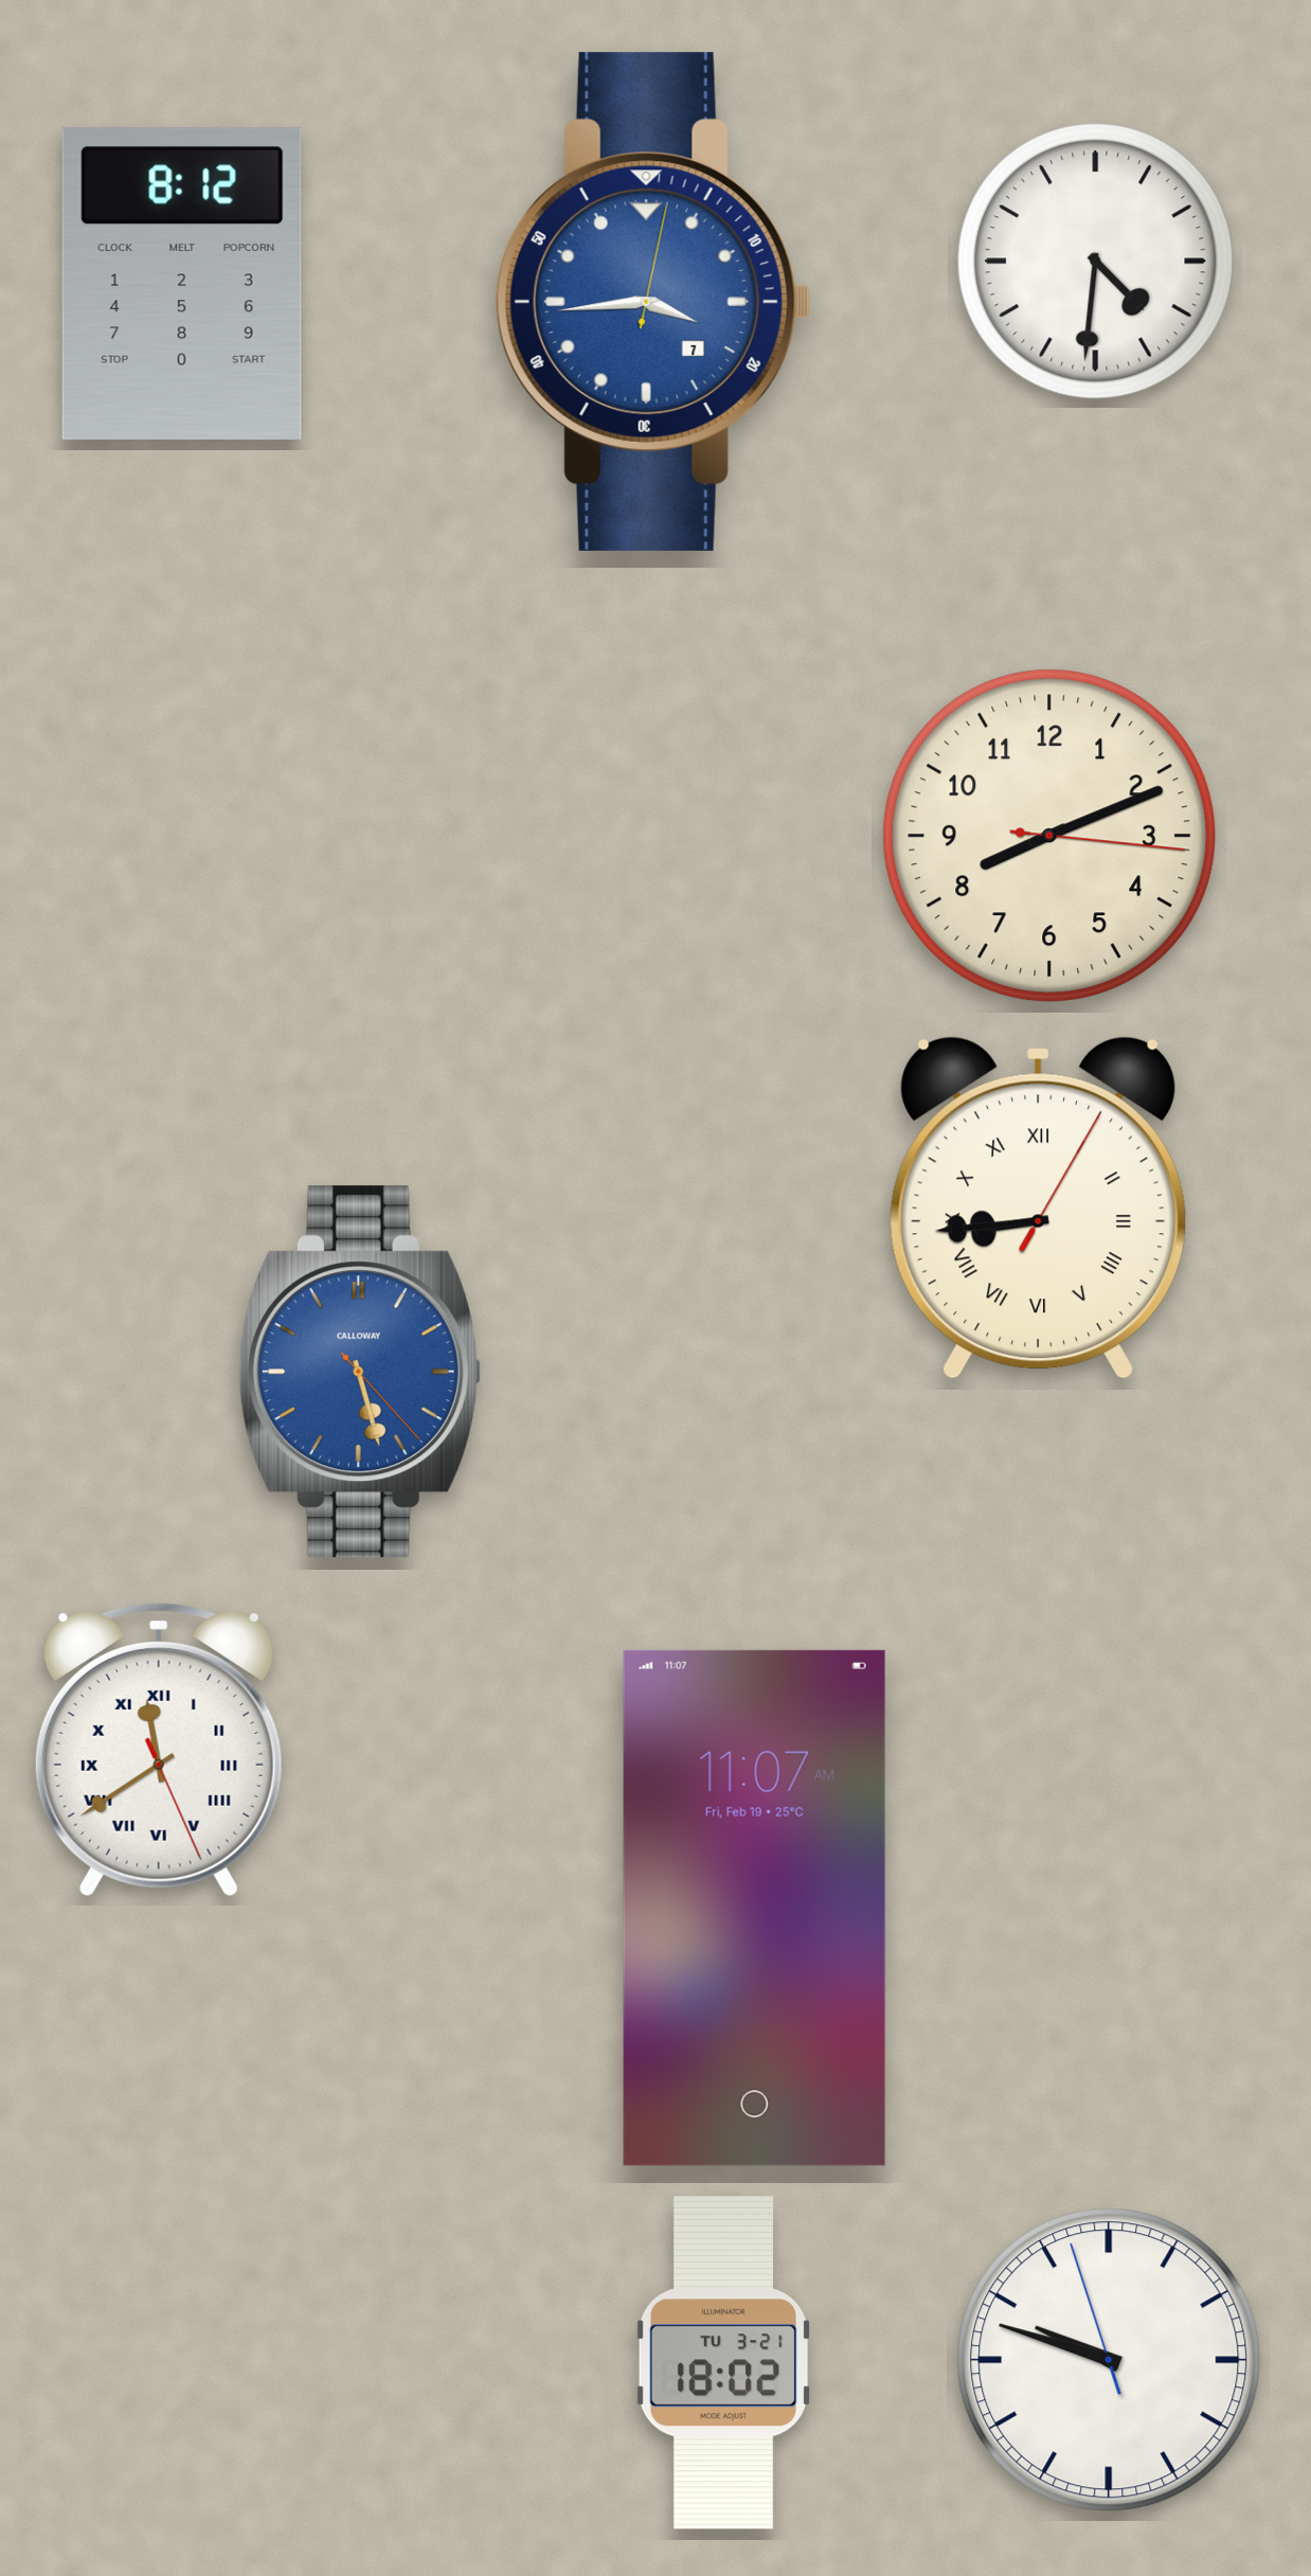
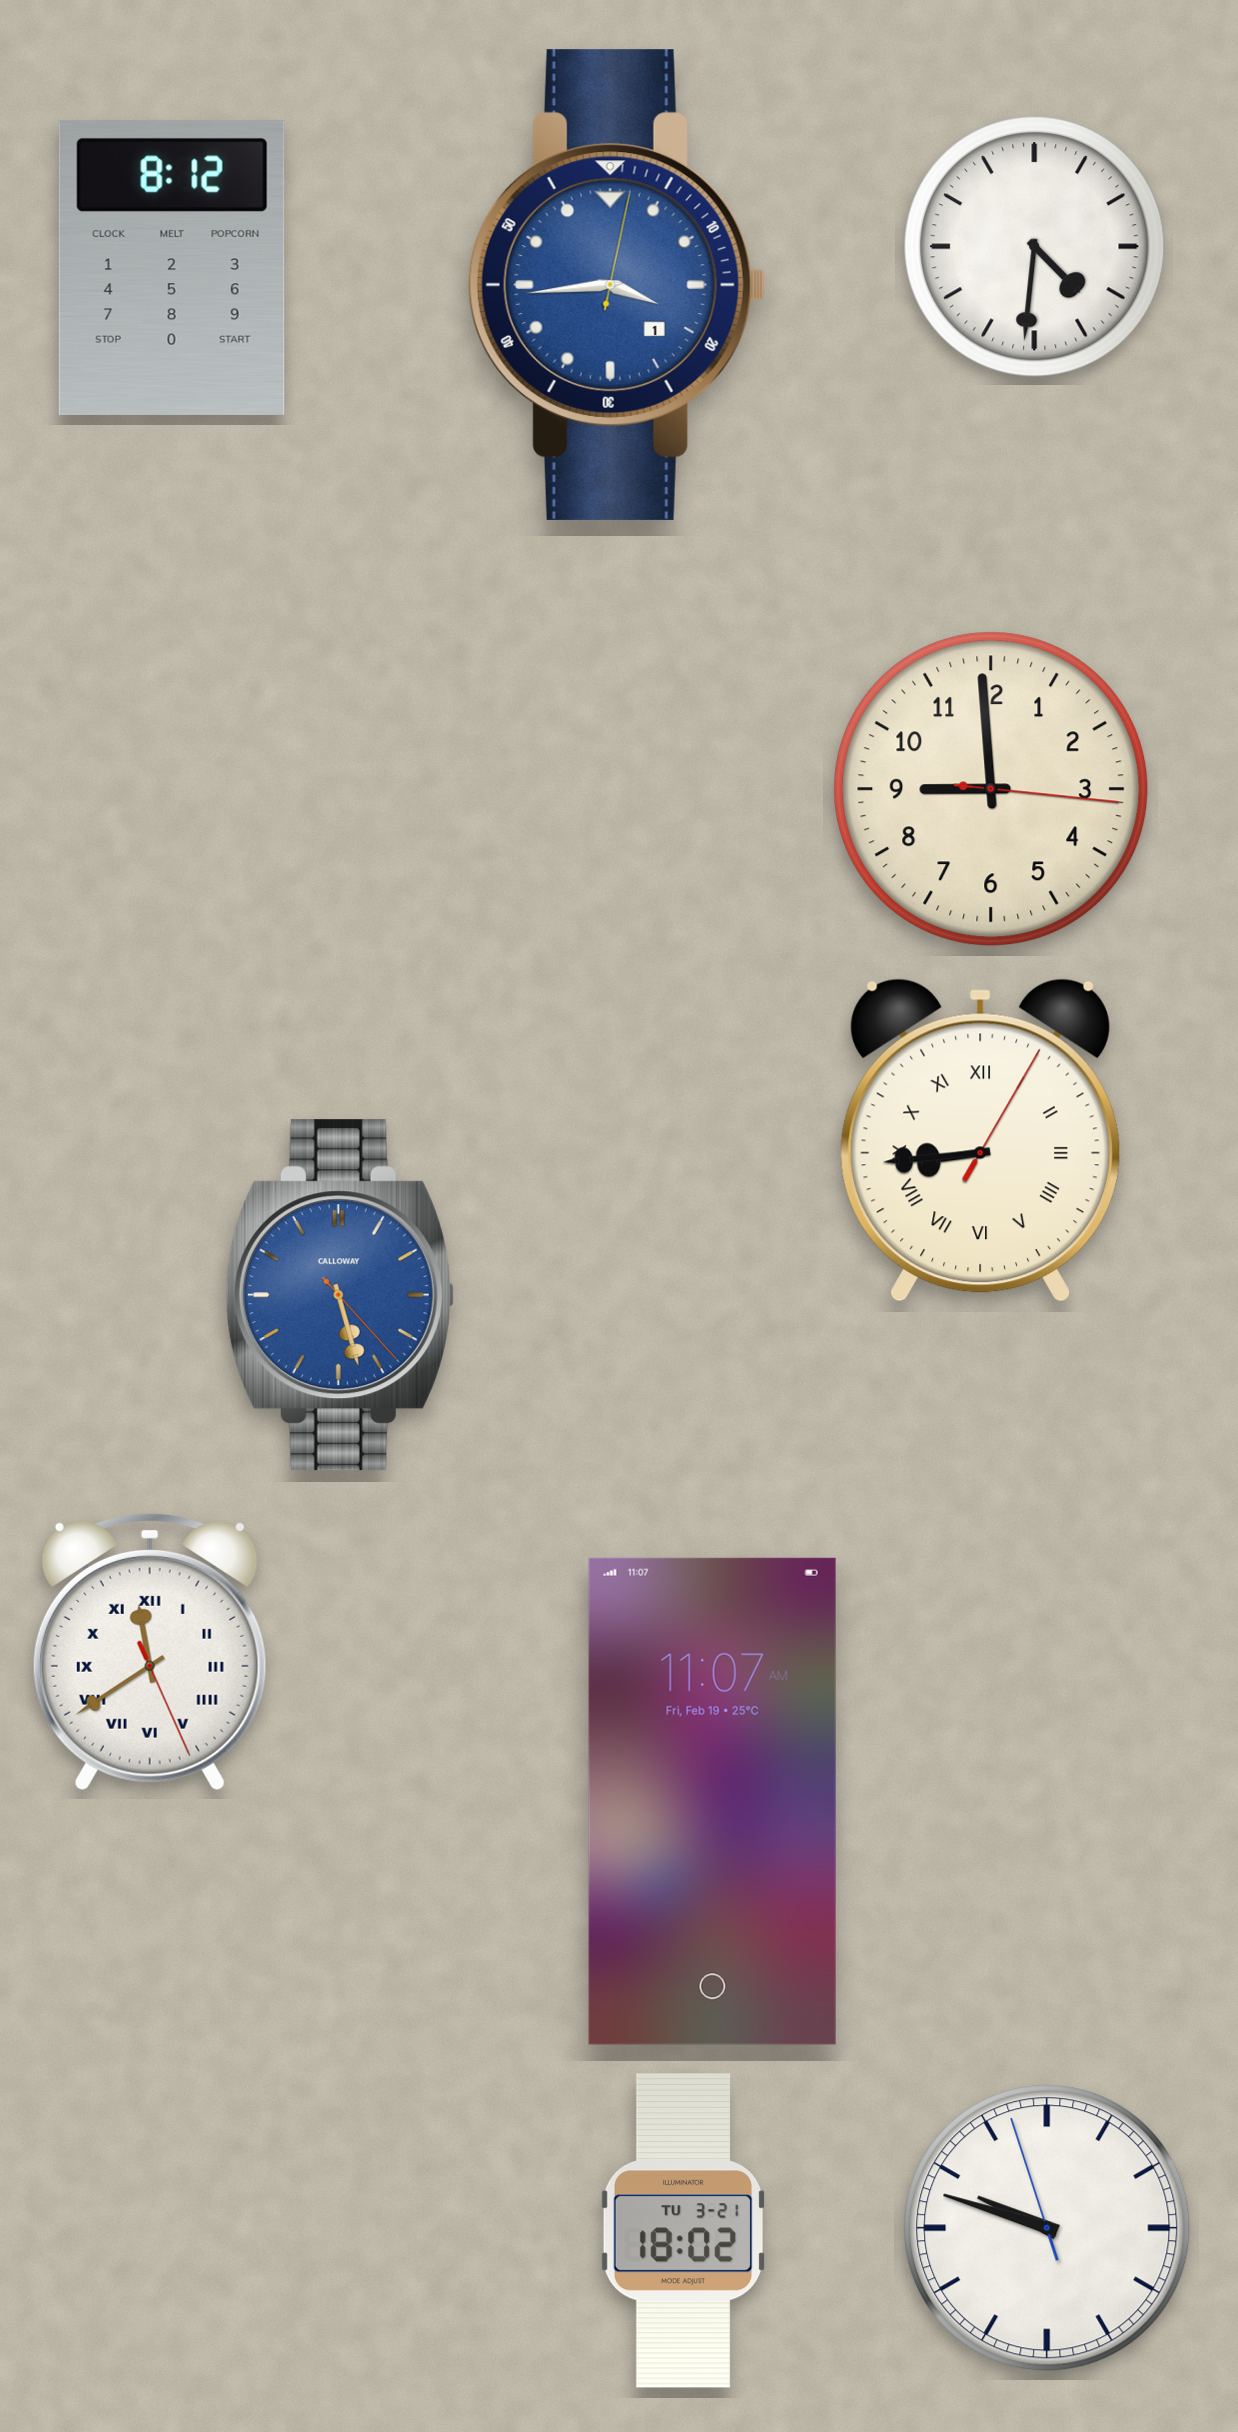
clock at (653, 302) date: 7 -> 1
clock at (1049, 836): 8:11 -> 8:59
